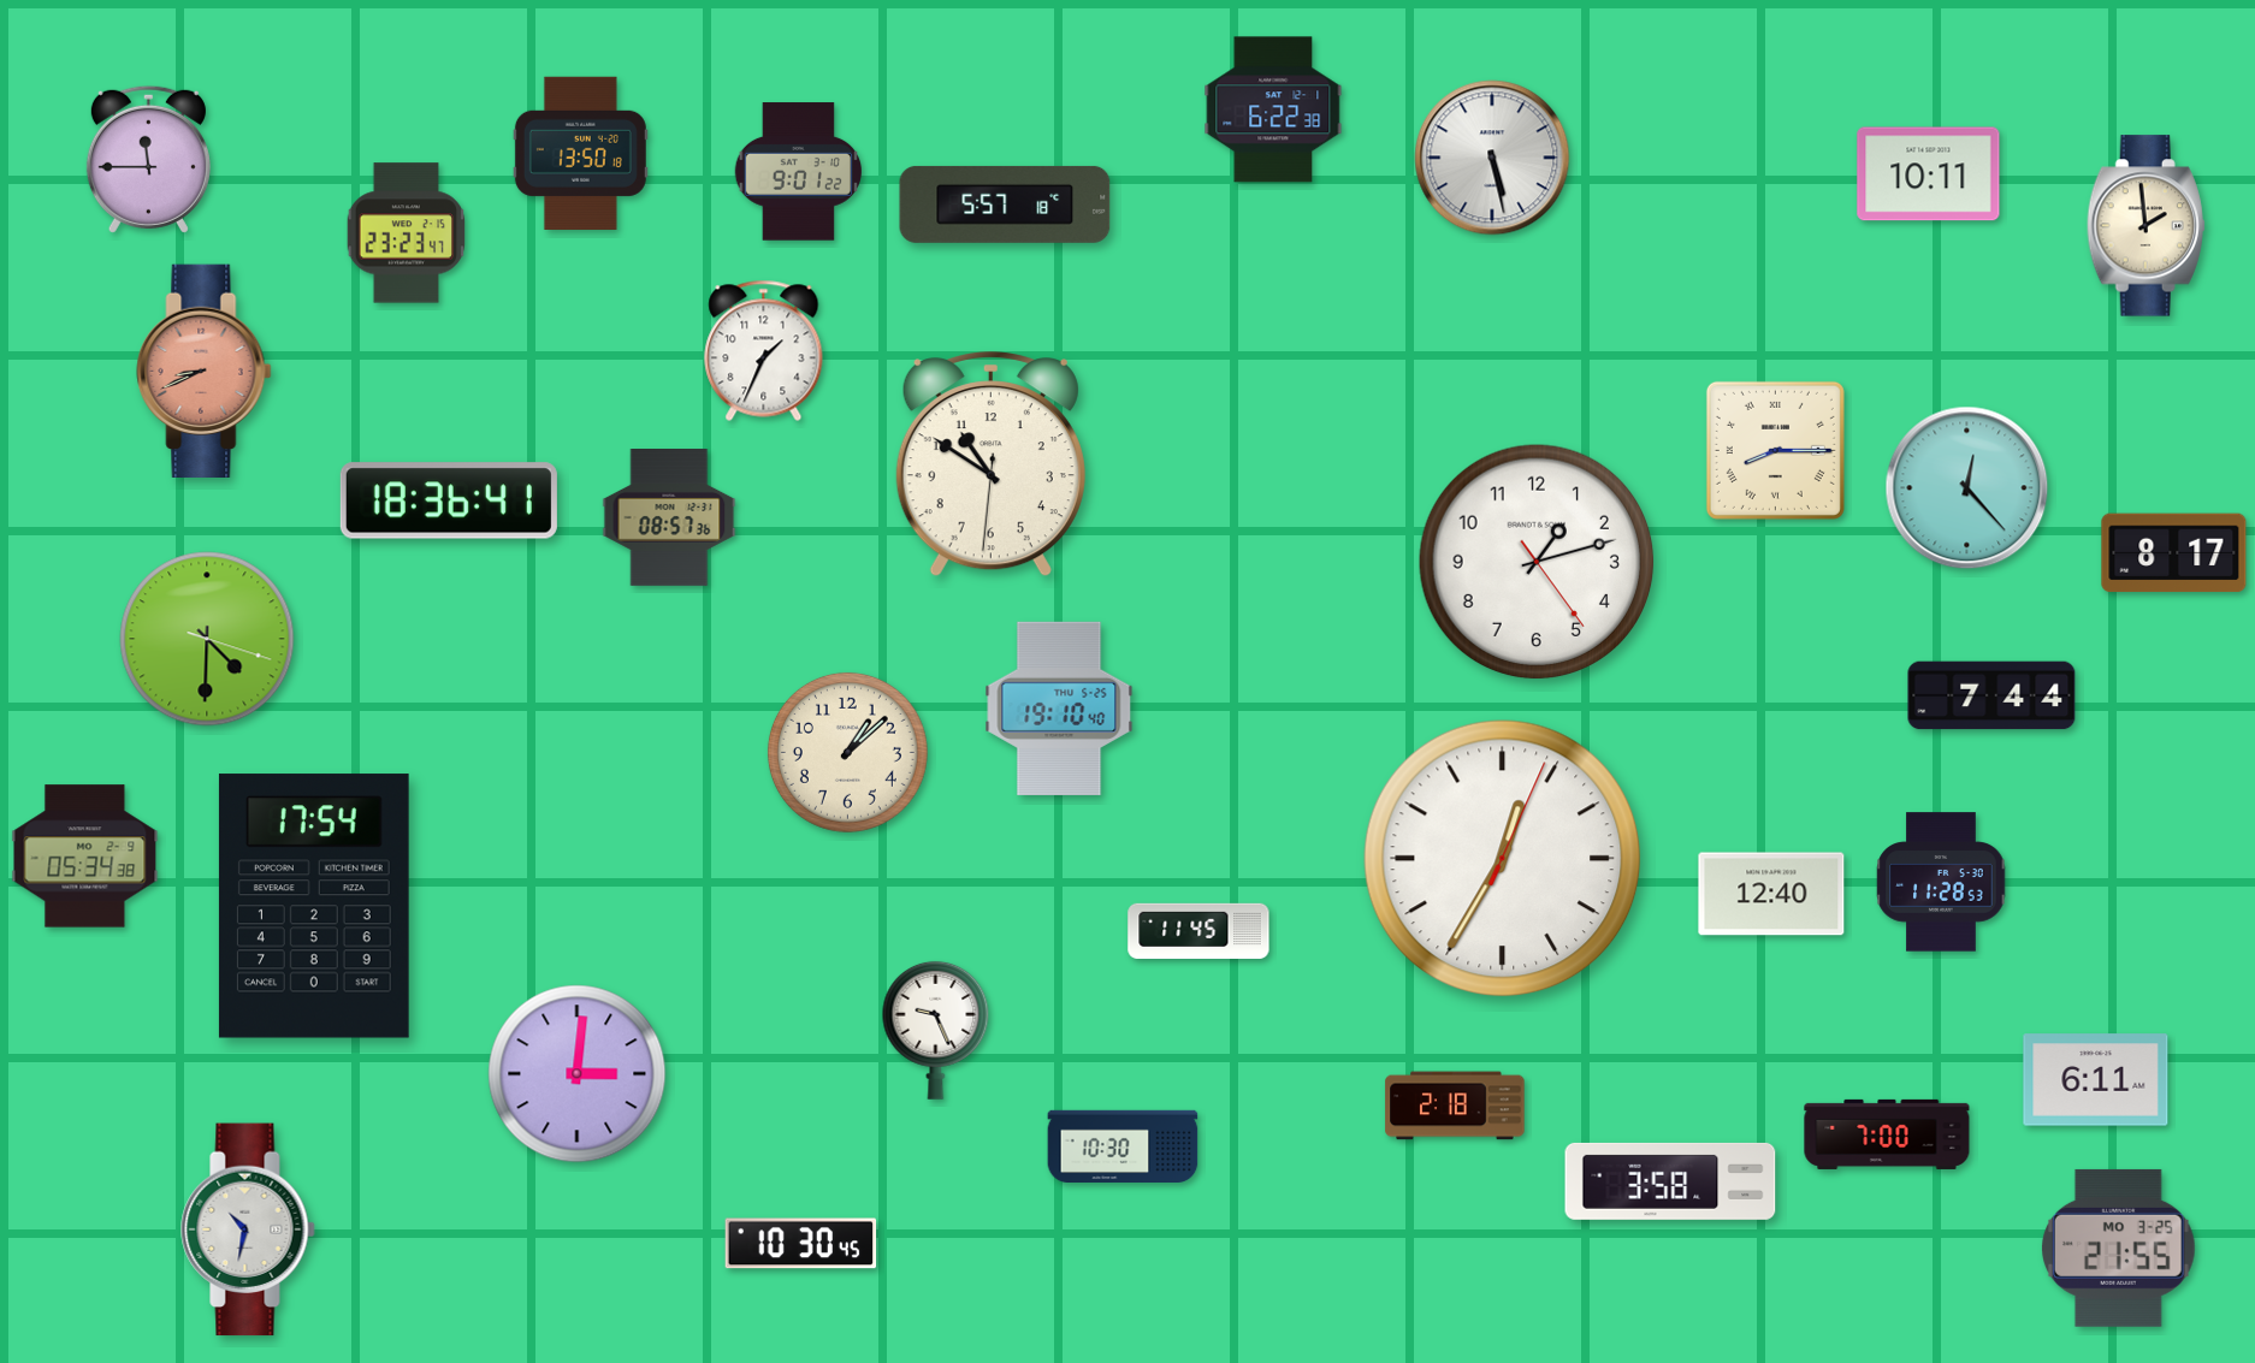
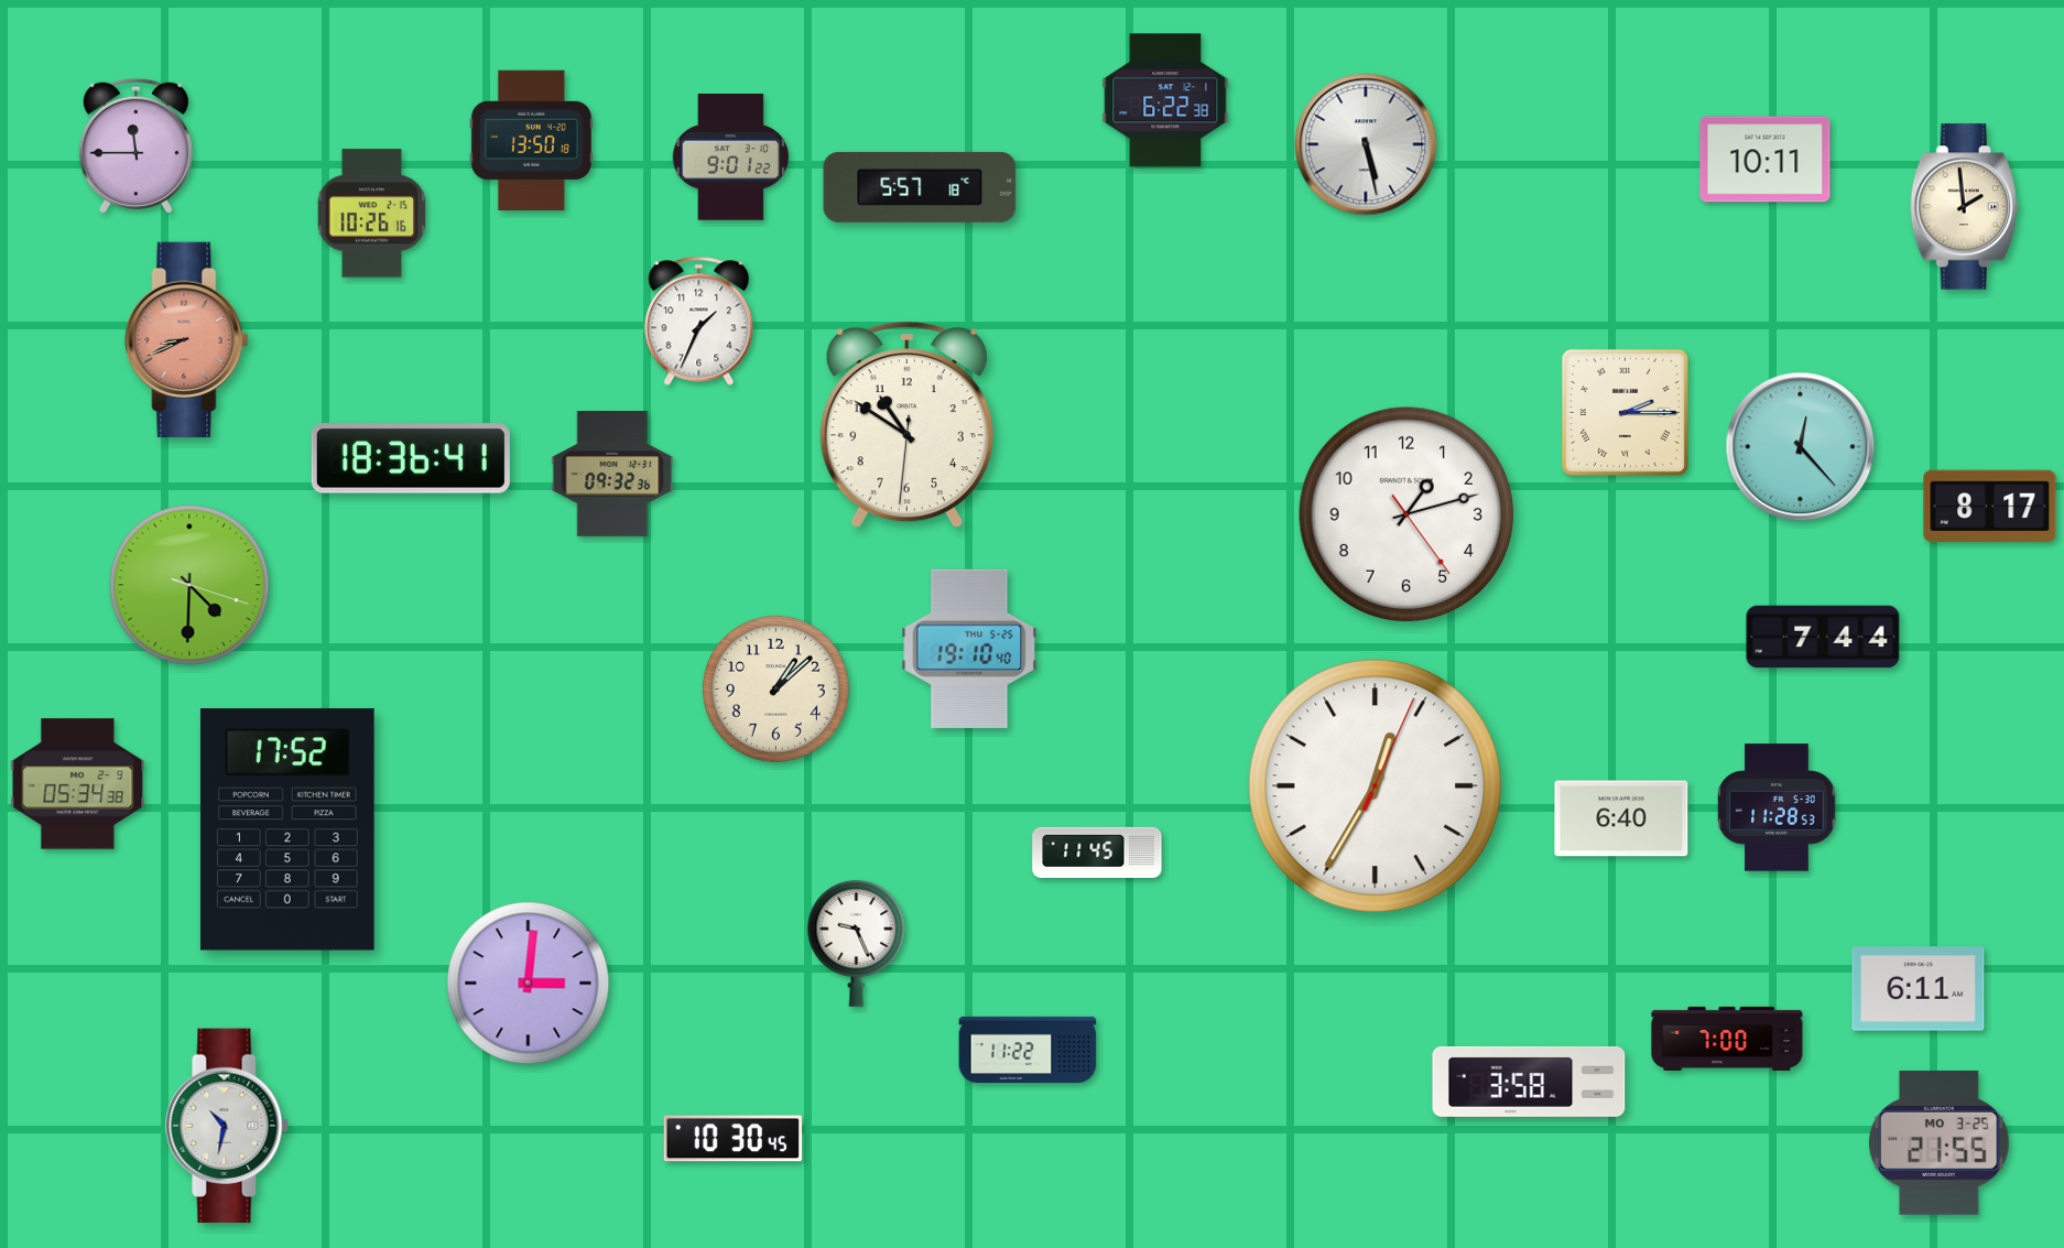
clock at (407, 233): 23:23 -> 10:26
clock at (1775, 450): 8:15 -> 2:15
clock at (669, 518): 08:57 -> 09:32
clock at (1771, 894): 12:40 -> 6:40
clock at (314, 906): 17:54 -> 17:52
clock at (1455, 1106): 2:18 -> none
clock at (1123, 1145): 10:30 -> 11:22
